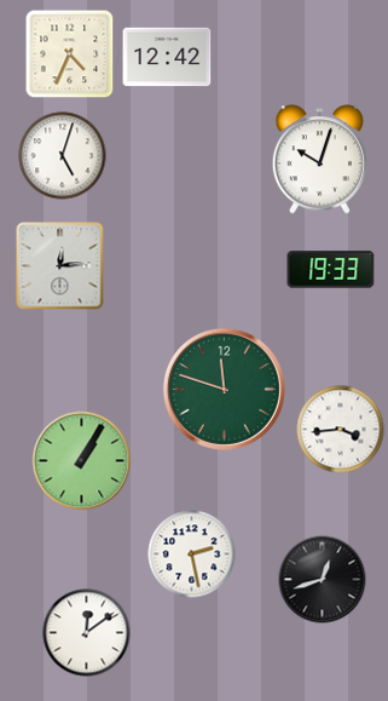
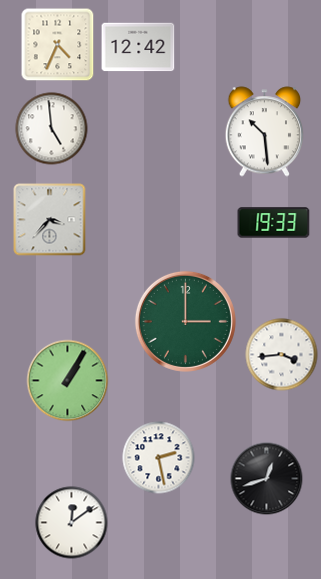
clock at (63, 156): 5:03 -> 4:59
clock at (320, 160): 10:03 -> 10:29
clock at (60, 266): 12:14 -> 3:37
clock at (224, 389): 11:48 -> 3:00
